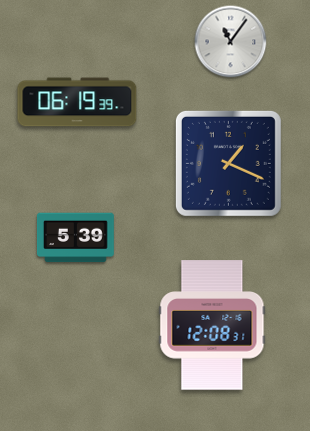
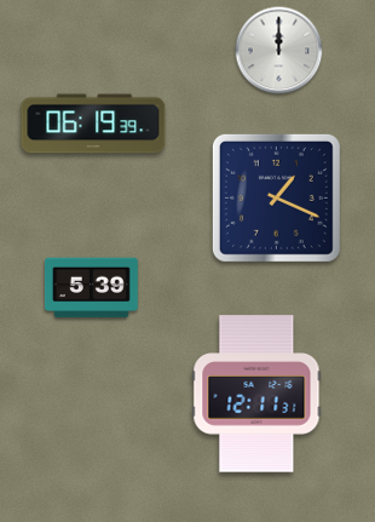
clock at (231, 42): 11:06 -> 12:00
clock at (212, 325): 12:08 -> 12:11
